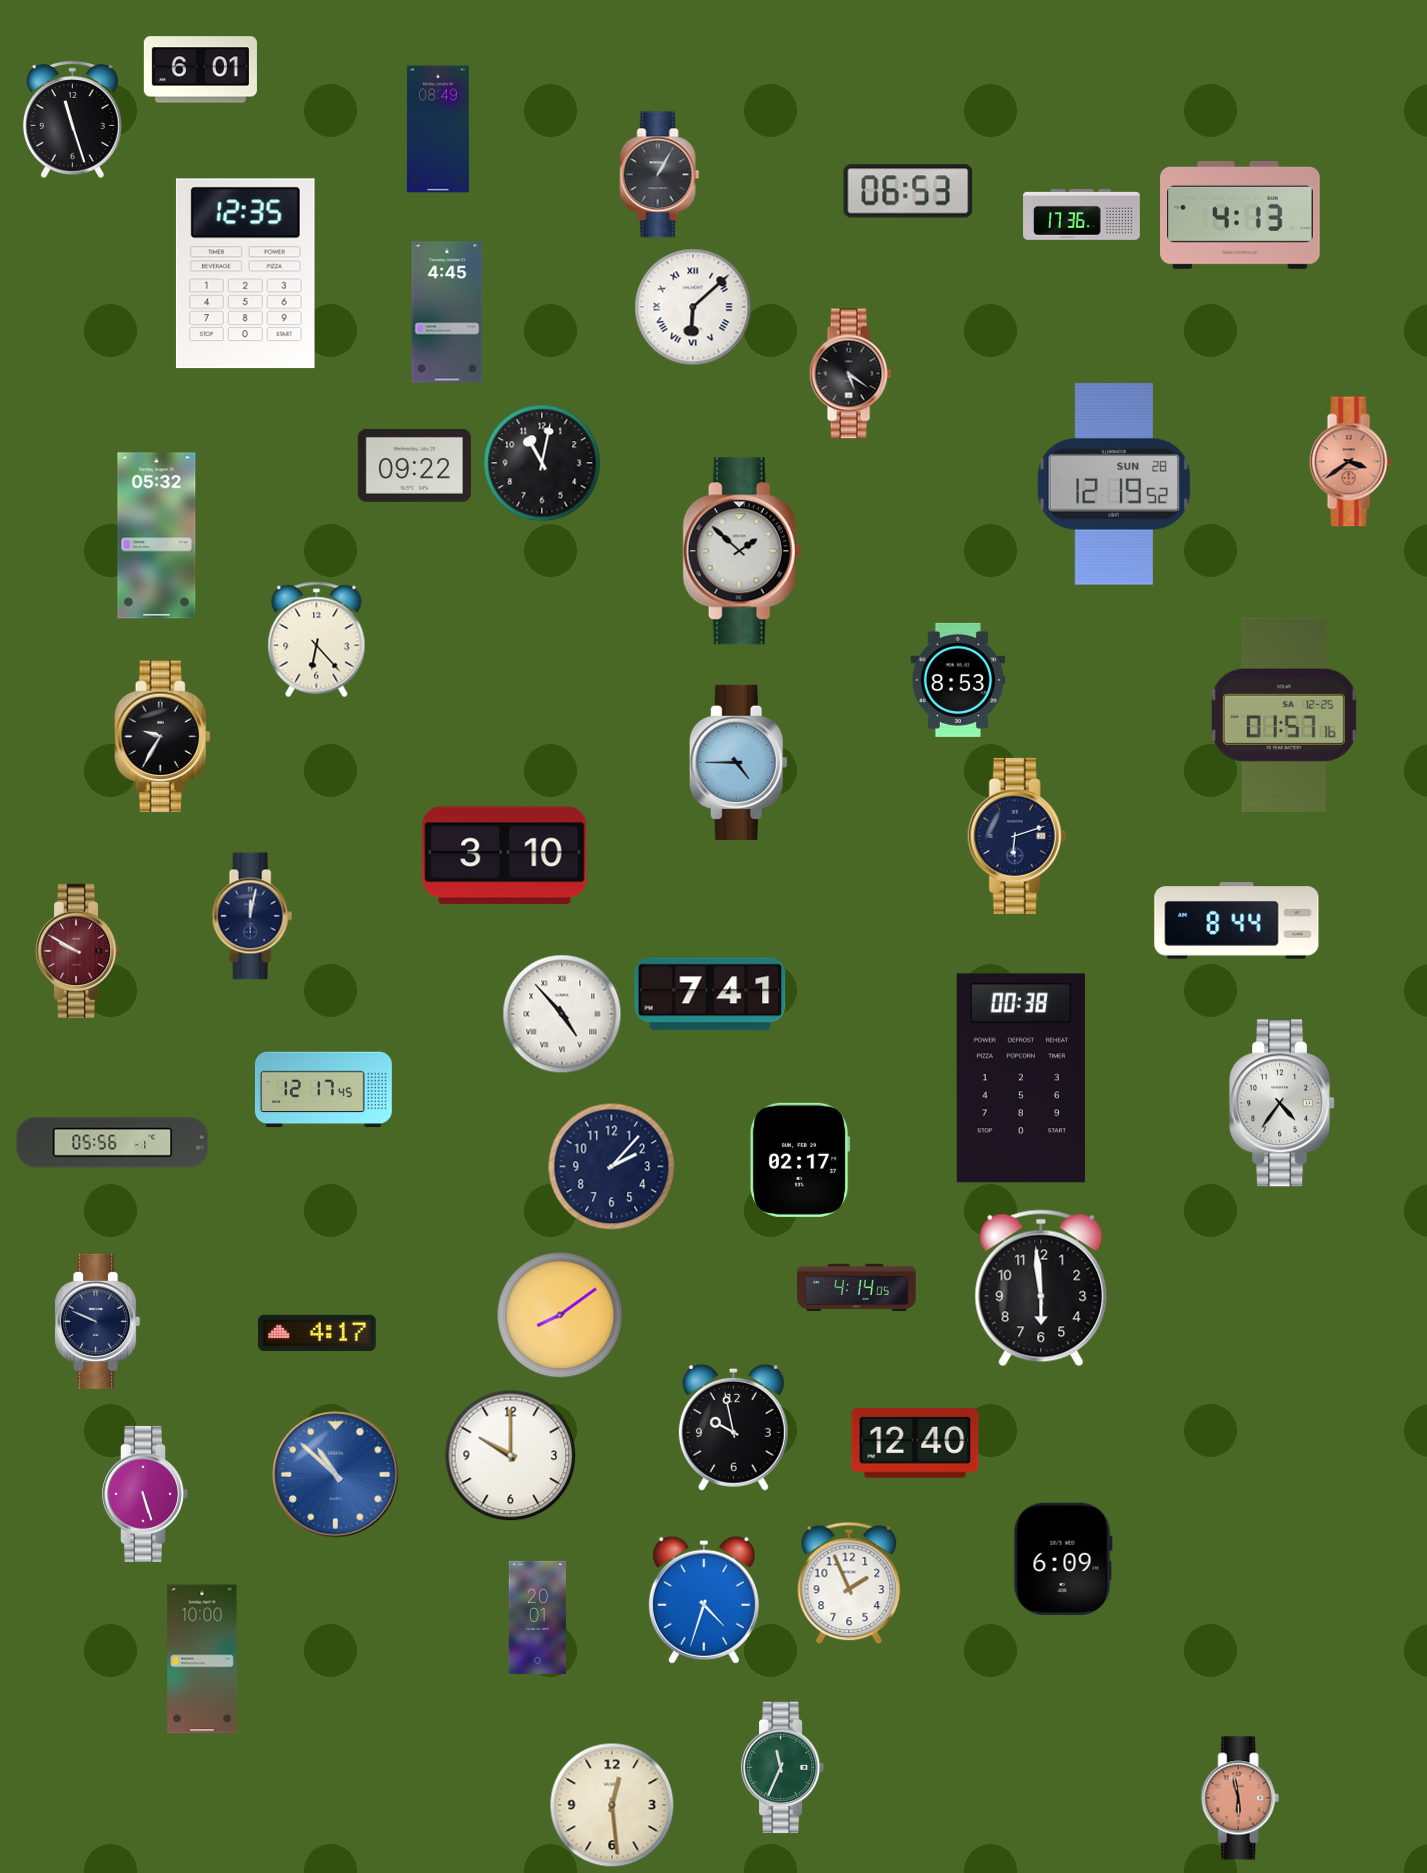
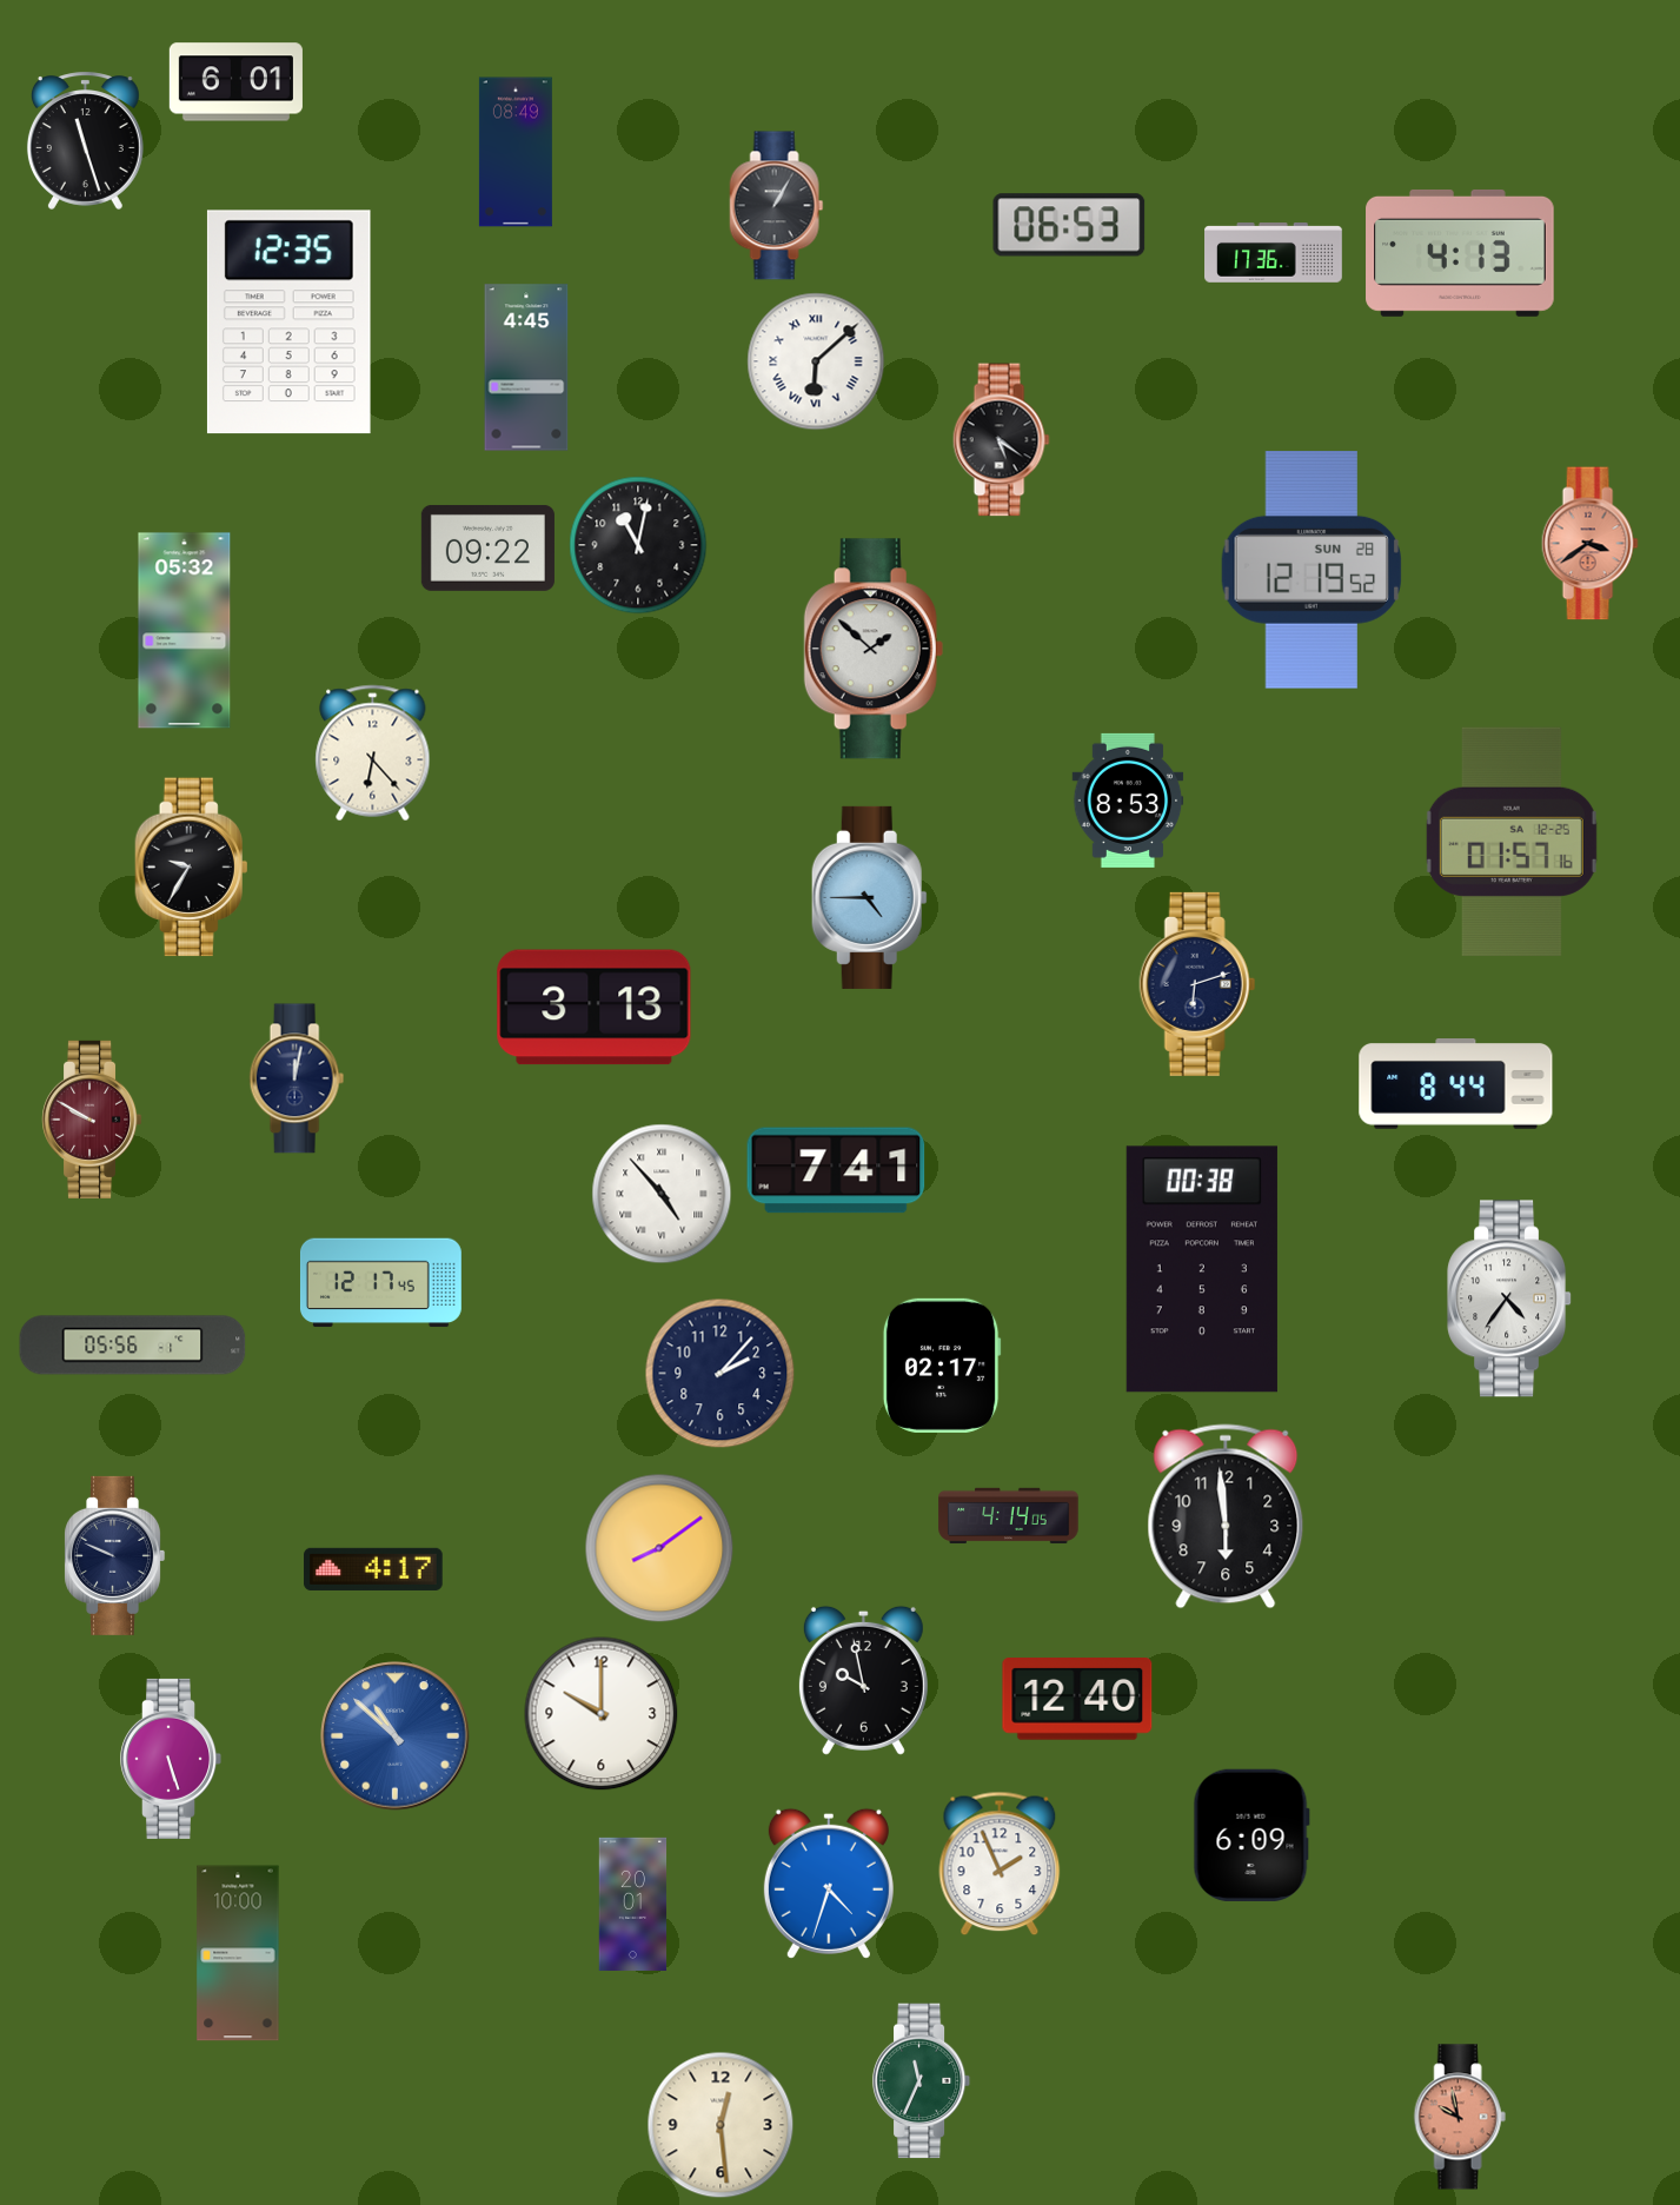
clock at (505, 856): 3:10 -> 3:13
clock at (1240, 1798): 5:58 -> 9:58
